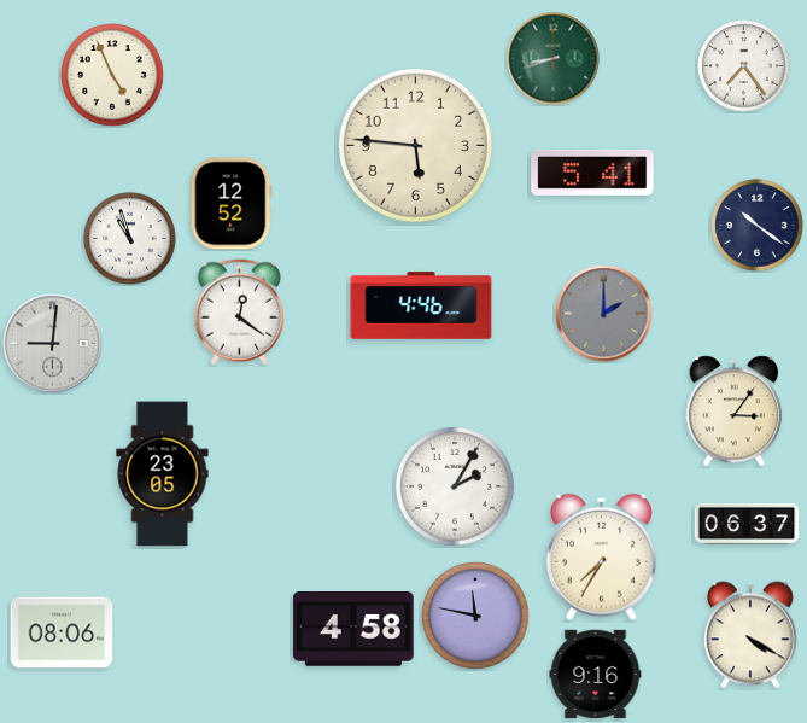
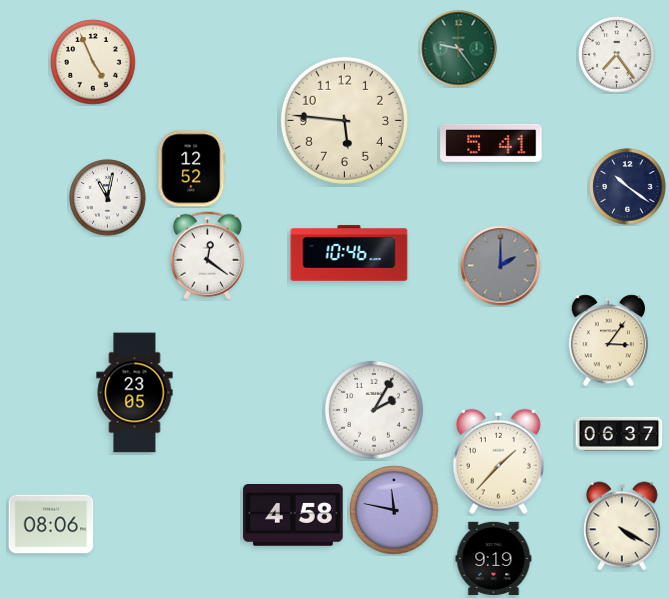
clock at (554, 59): 8:42 -> 9:24
clock at (130, 239): 10:57 -> 11:02
clock at (421, 305): 4:46 -> 10:46
clock at (239, 313) position: (239, 313) -> (207, 256)
clock at (604, 314) position: (604, 314) -> (501, 266)
clock at (53, 344): 9:01 -> none
clock at (455, 486) position: (455, 486) -> (374, 410)
clock at (601, 556): 7:35 -> 1:37
clock at (353, 630) position: (353, 630) -> (293, 516)
clock at (596, 675): 9:16 -> 9:19
